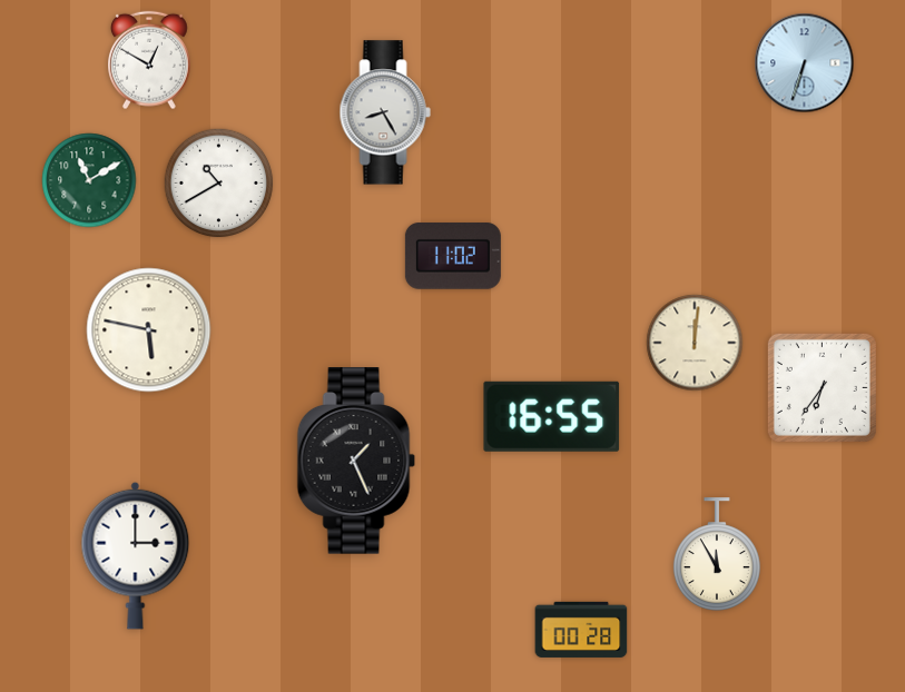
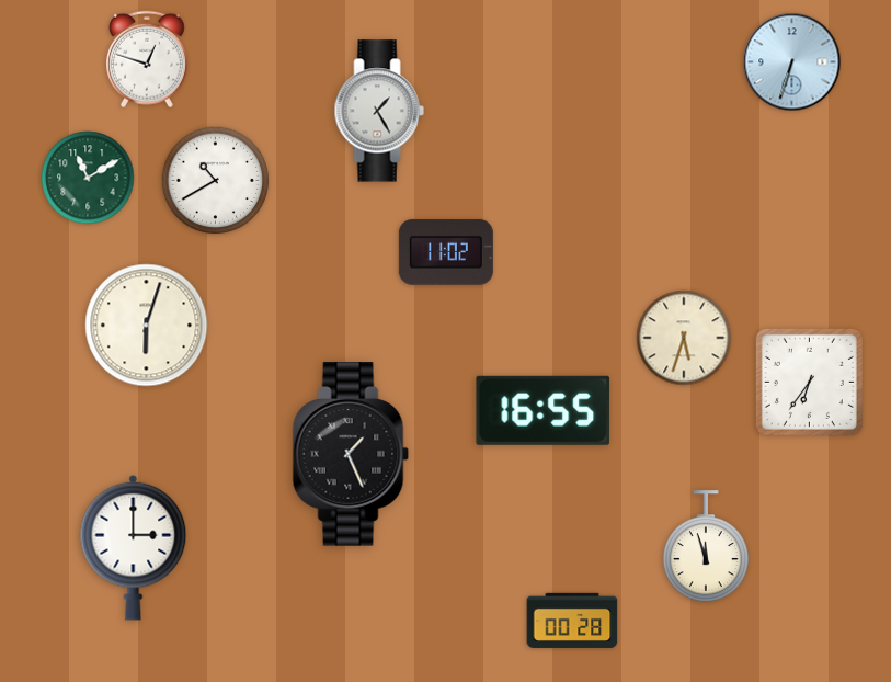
clock at (150, 60): 12:50 -> 12:48
clock at (385, 112): 8:25 -> 1:25
clock at (149, 330): 5:47 -> 6:03
clock at (695, 343): 12:01 -> 5:33
clock at (717, 555): 11:55 -> 11:57
